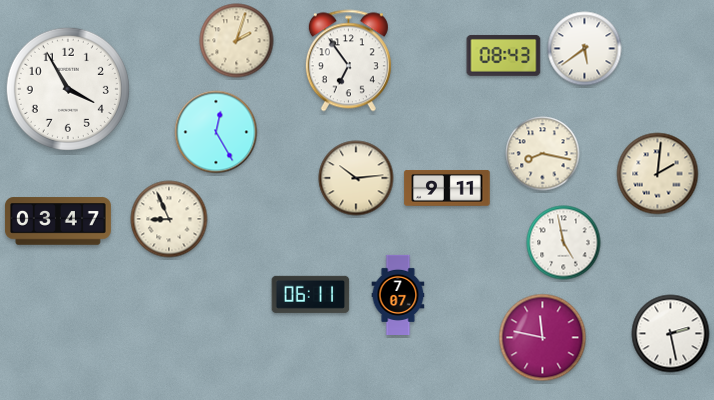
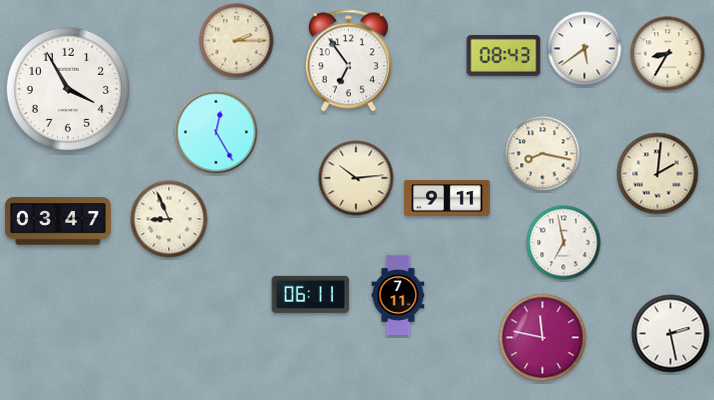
clock at (237, 41): 2:03 -> 2:15
clock at (668, 54): none -> 8:35
clock at (447, 189) position: (447, 189) -> (447, 199)
clock at (564, 243): 4:58 -> 6:58
clock at (398, 294): 7:07 -> 7:11
